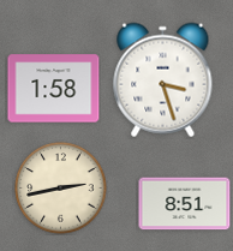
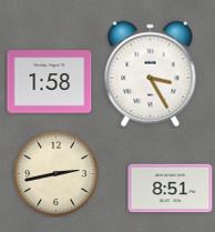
clock at (163, 80): 3:27 -> 3:25
